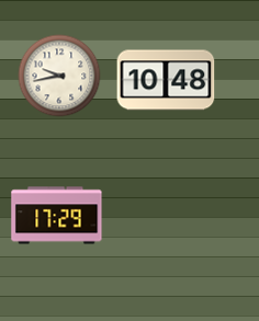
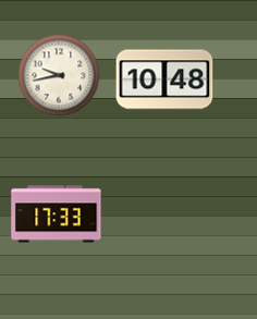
clock at (57, 216): 17:29 -> 17:33
